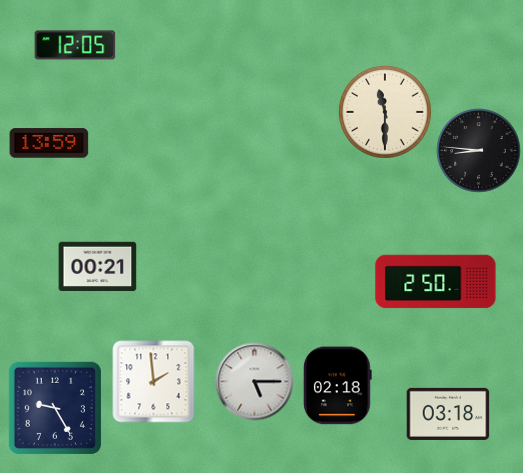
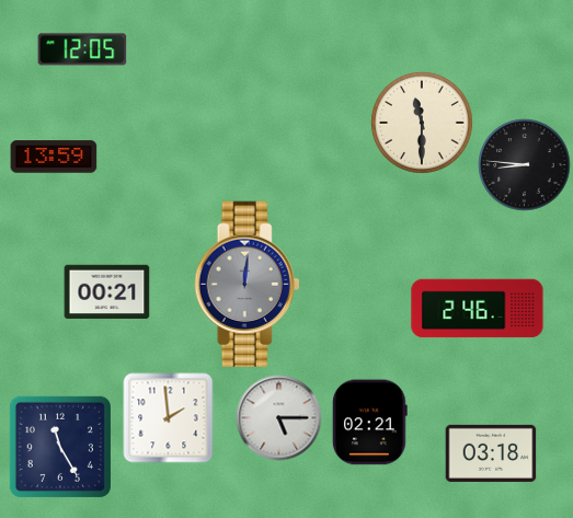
clock at (248, 284): none -> 12:01
clock at (436, 282): 2:50 -> 2:46
clock at (337, 385): 02:18 -> 02:21
clock at (55, 408): 9:25 -> 11:25
